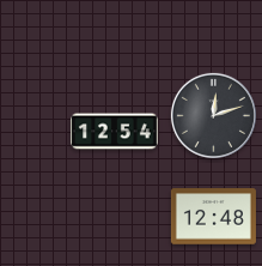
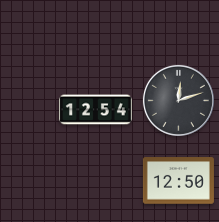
clock at (213, 115) position: (213, 115) -> (178, 100)
clock at (213, 217): 12:48 -> 12:50
